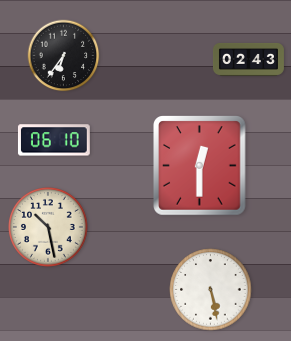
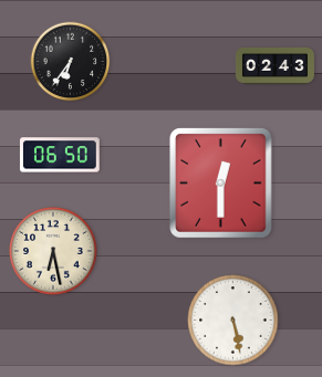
clock at (54, 140): 06:10 -> 06:50
clock at (49, 228): 10:28 -> 6:28
